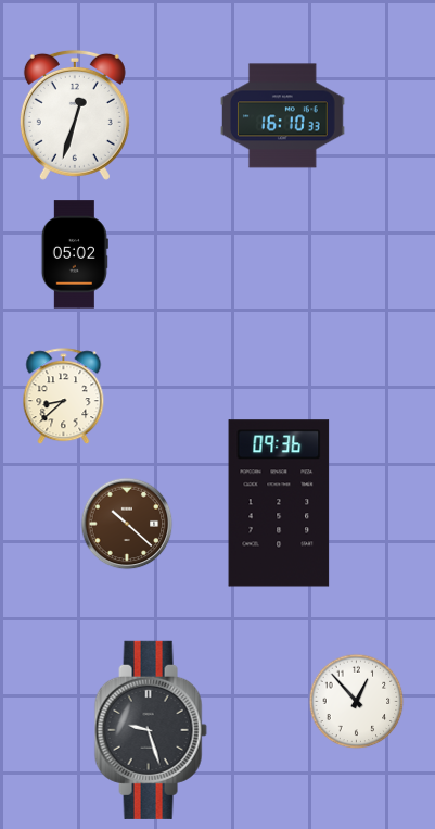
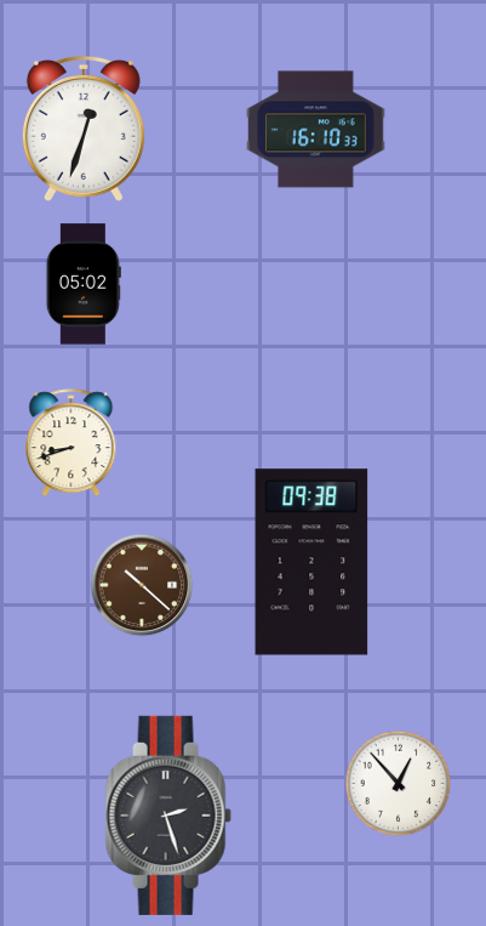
clock at (64, 397): 8:38 -> 8:42
clock at (279, 503): 09:36 -> 09:38
clock at (151, 730): 9:27 -> 2:27
